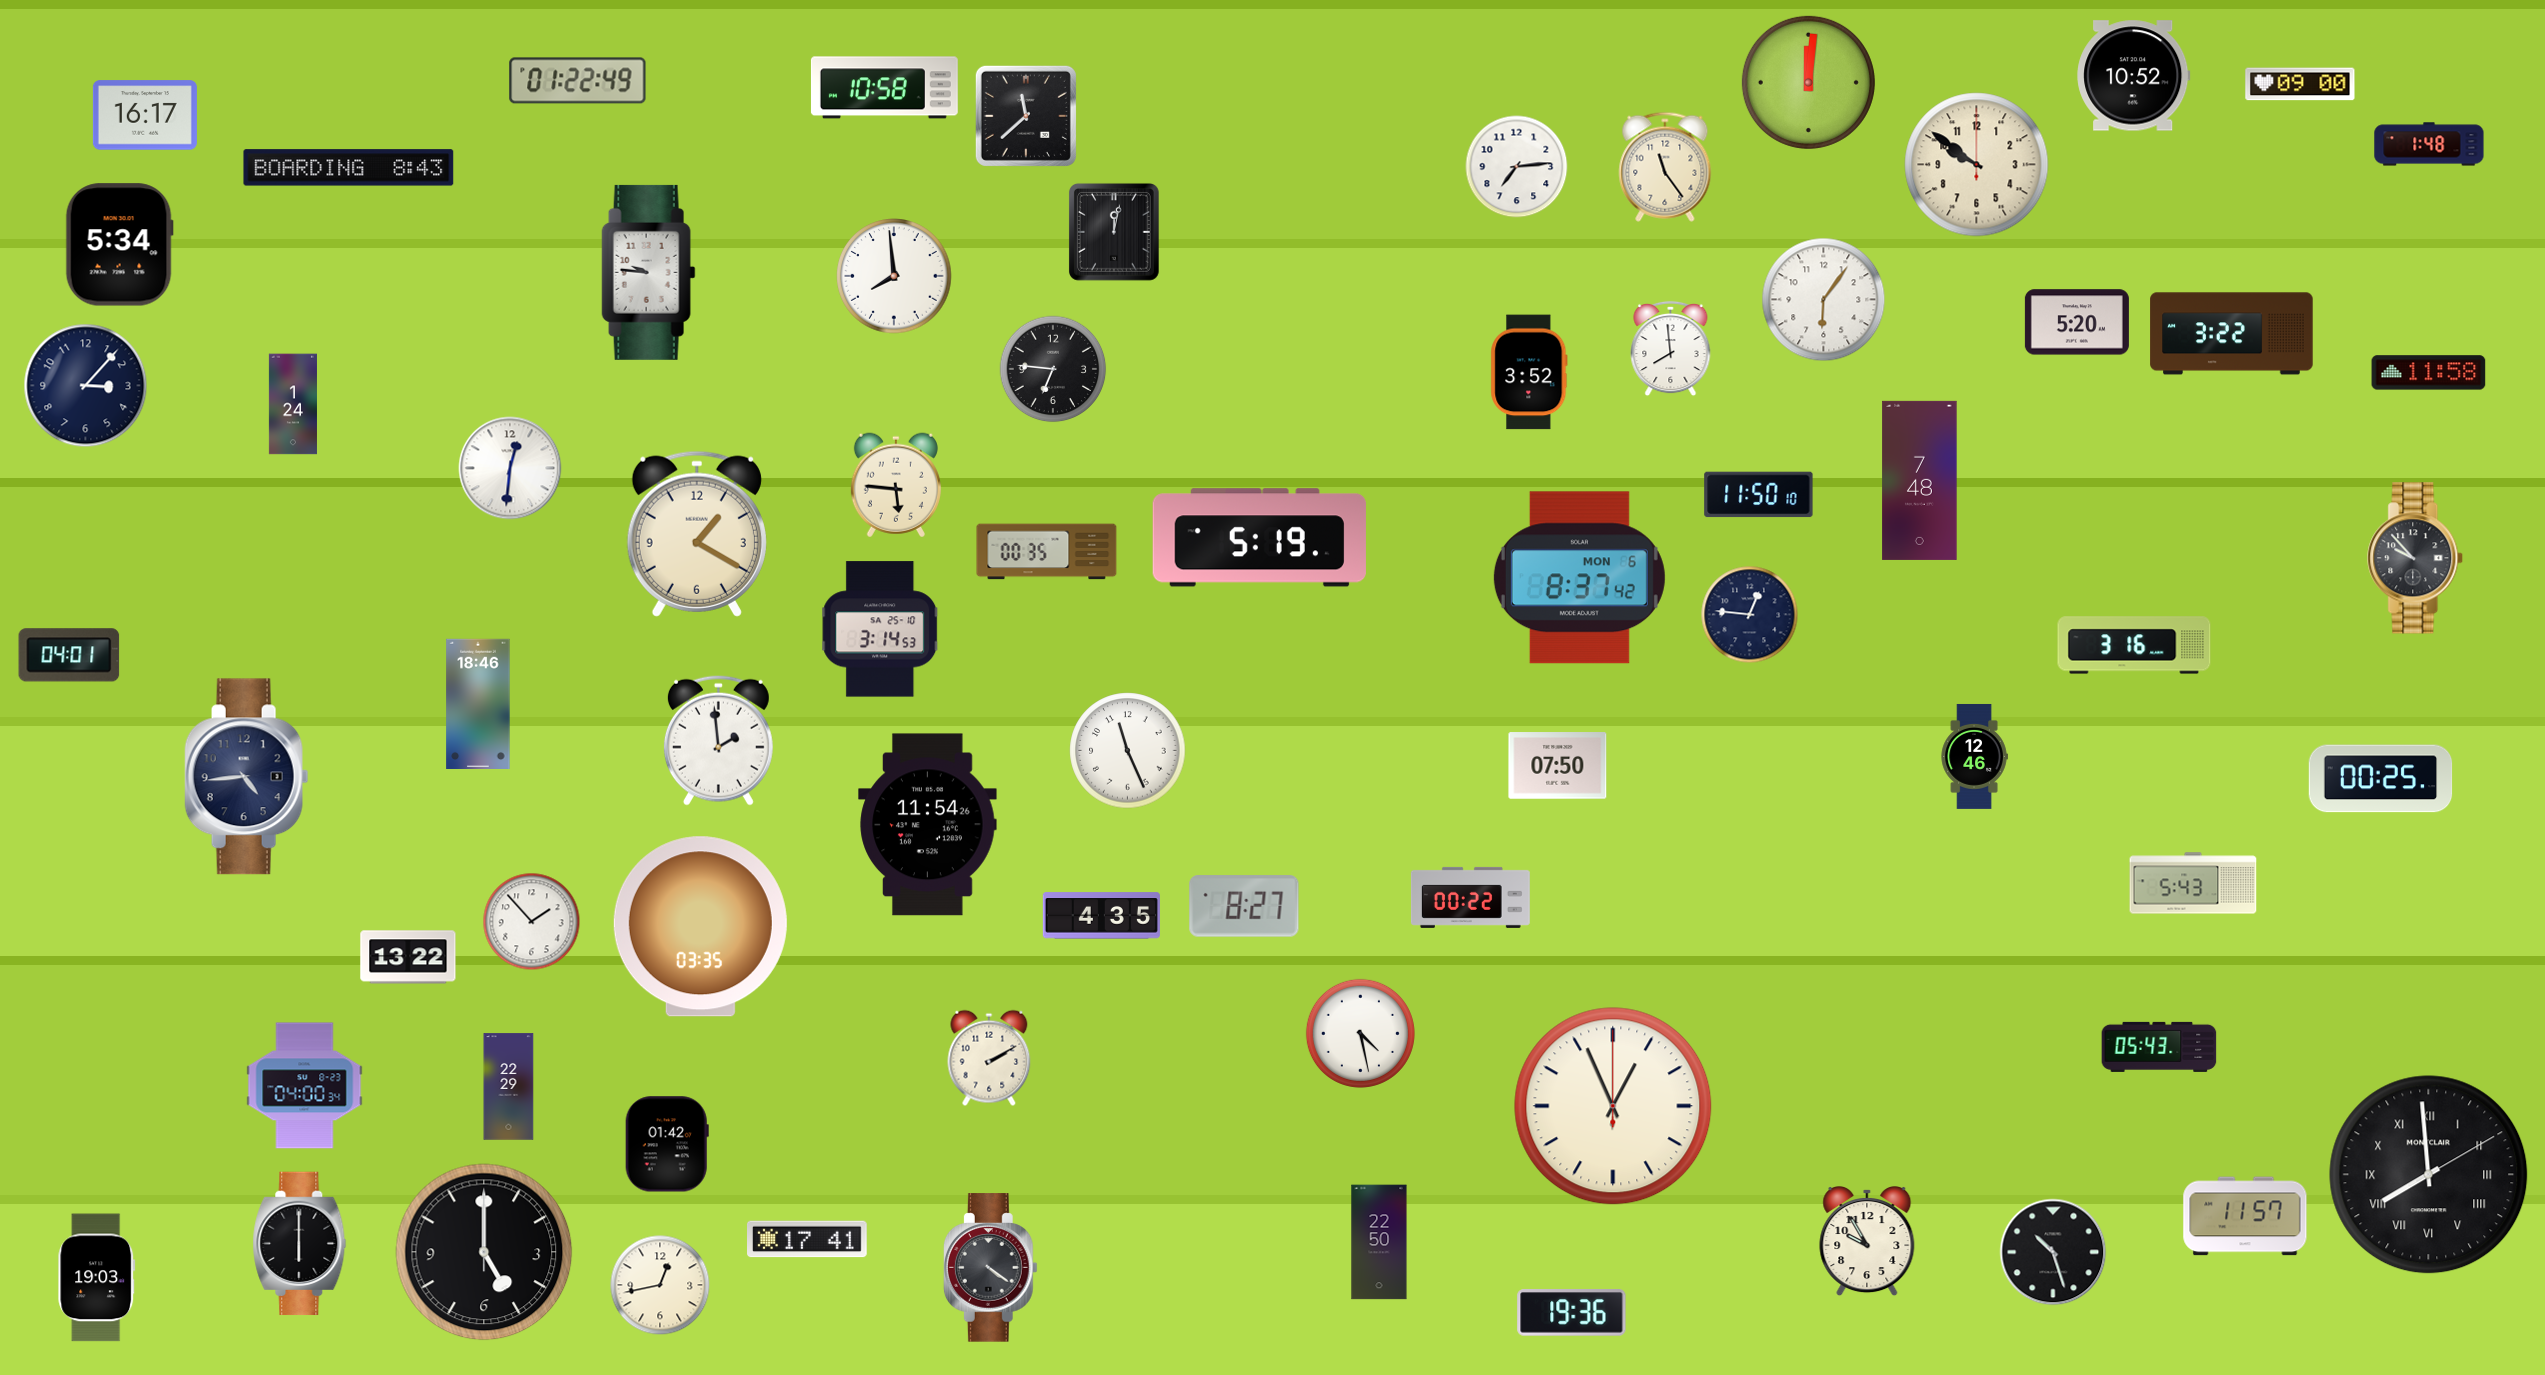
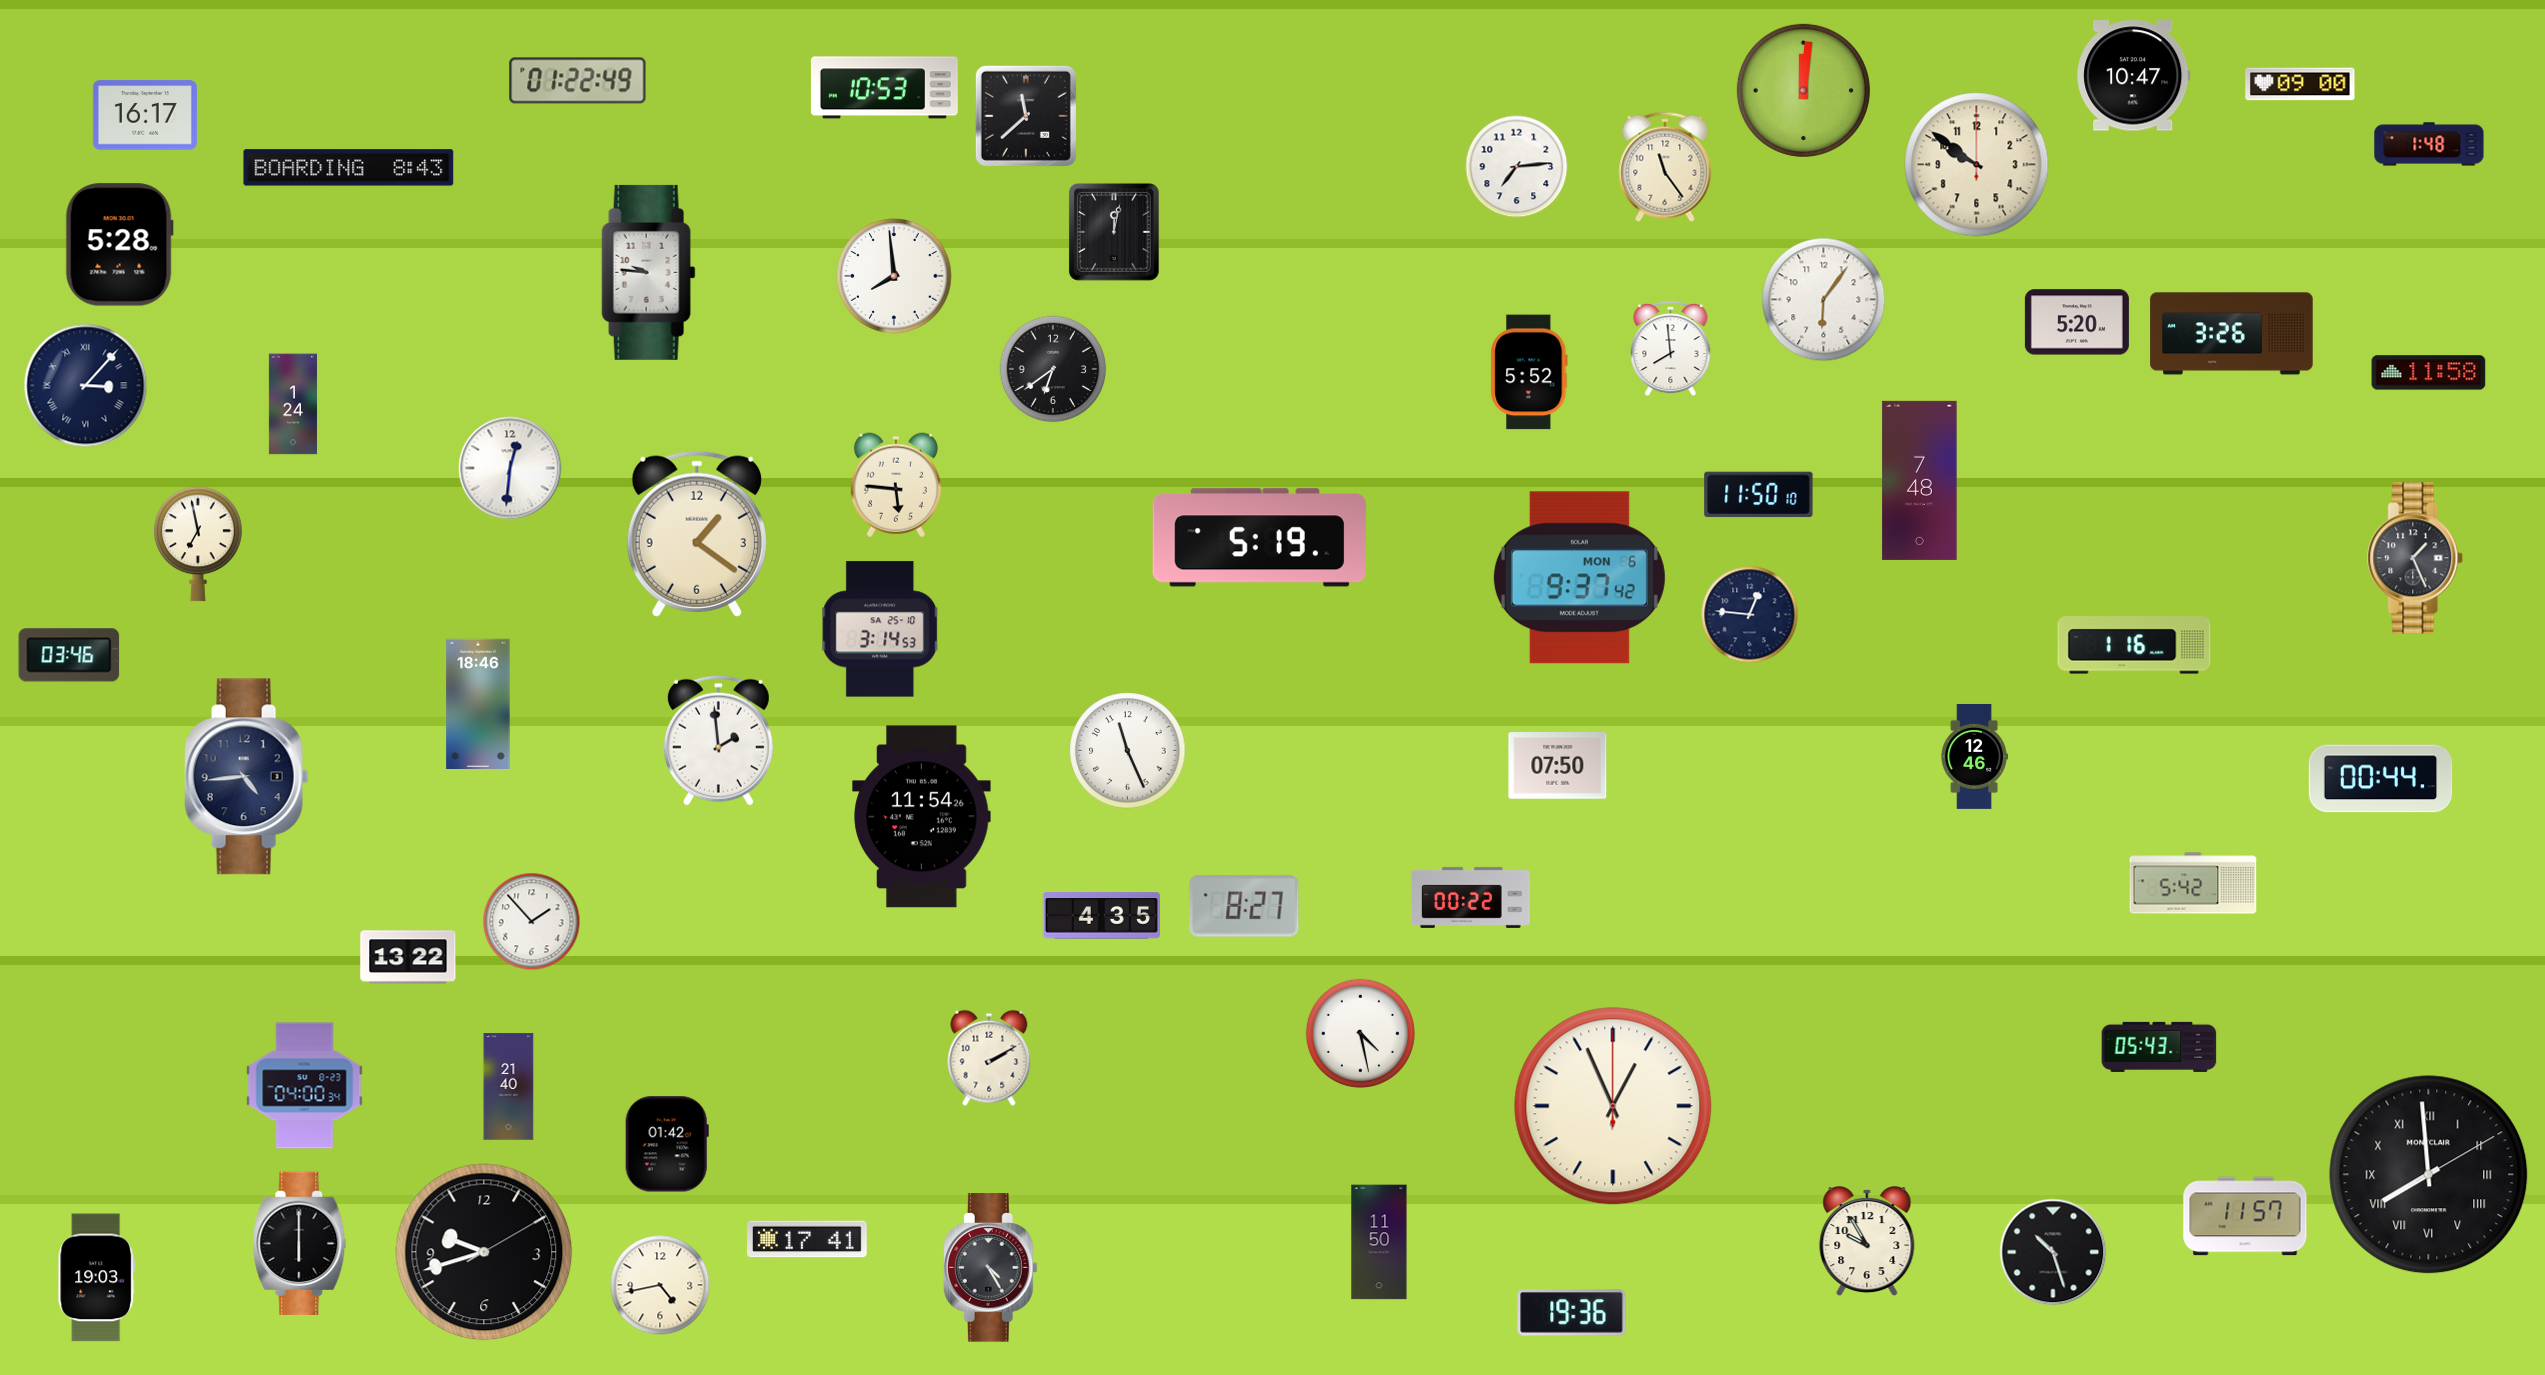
clock at (2134, 76): 10:52 -> 10:47
clock at (1808, 82) position: (1808, 82) -> (1803, 90)
clock at (884, 88): 10:58 -> 10:53
clock at (119, 245): 5:34 -> 5:28
clock at (2232, 334): 3:22 -> 3:26
clock at (1053, 369): 6:46 -> 6:39
clock at (1529, 372): 3:52 -> 5:52
clock at (86, 386) numerals: Arabic -> Roman
clock at (697, 534): 1:20 -> 1:21
clock at (198, 544): none -> 6:58
clock at (1047, 552): 00:35 -> none
clock at (2416, 558): 9:53 -> 1:26
clock at (1579, 578): 8:37 -> 9:37
clock at (2134, 645): 3:16 -> 1:16
clock at (69, 655): 04:01 -> 03:46
clock at (2381, 779): 00:25 -> 00:44
clock at (928, 825) position: (928, 825) -> (922, 817)
clock at (2193, 883): 5:43 -> 5:42
clock at (700, 927): 03:35 -> none
clock at (509, 1087): 22:29 -> 21:40
clock at (1379, 1242): 22:50 -> 11:50
clock at (484, 1252): 5:00 -> 9:42
clock at (990, 1268): 4:21 -> 4:25
clock at (660, 1285): 12:43 -> 4:43
